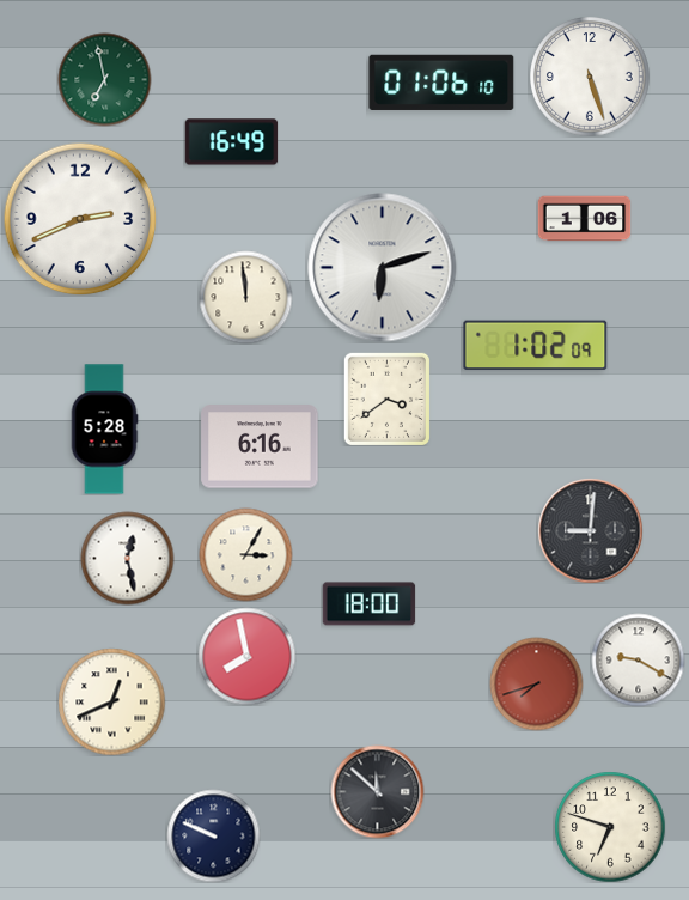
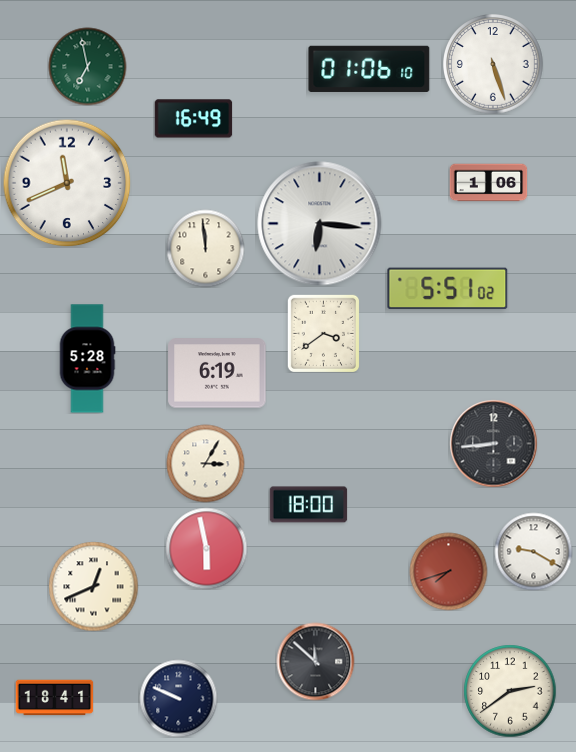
clock at (80, 219): 2:41 -> 11:41
clock at (383, 268): 6:12 -> 6:16
clock at (536, 346): 1:02 -> 5:51
clock at (260, 446): 6:16 -> 6:19
clock at (590, 530): 9:01 -> 8:44
clock at (127, 558): 12:28 -> none
clock at (246, 656): 7:58 -> 5:58
clock at (610, 827): 6:48 -> 2:39
clock at (54, 698): none -> 18:41
